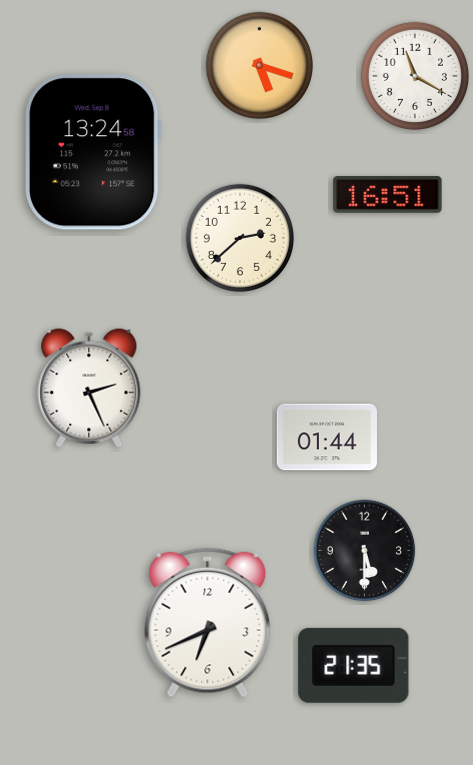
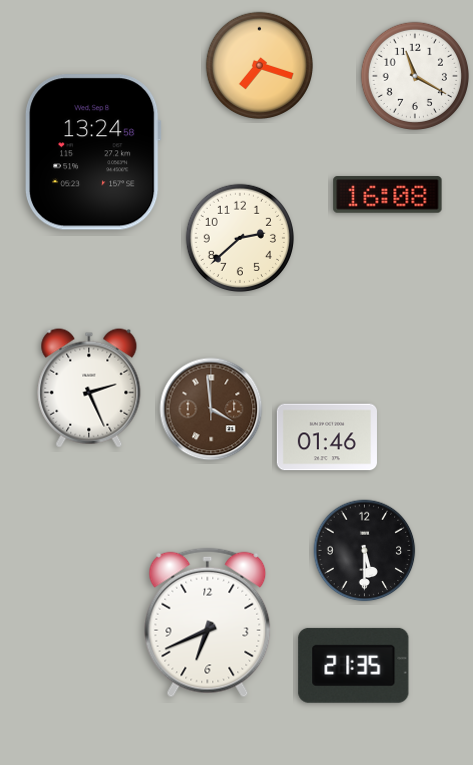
clock at (259, 65): 5:18 -> 7:18
clock at (388, 195): 16:51 -> 16:08
clock at (211, 409): none -> 3:59
clock at (327, 437): 01:44 -> 01:46
